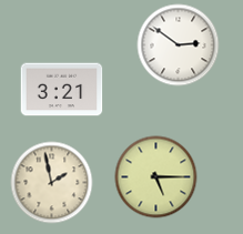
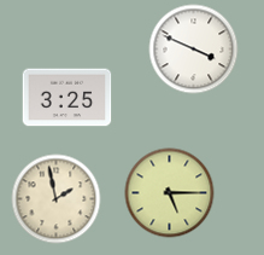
clock at (179, 45): 2:51 -> 3:49
clock at (62, 90): 3:21 -> 3:25
